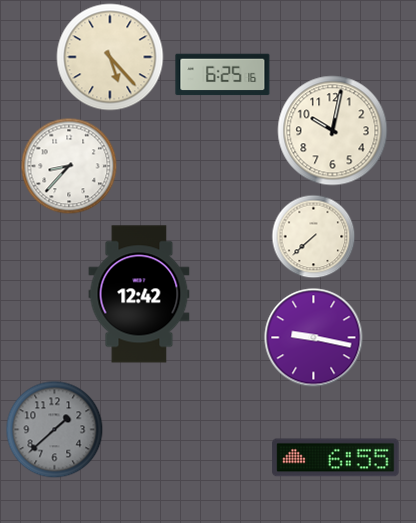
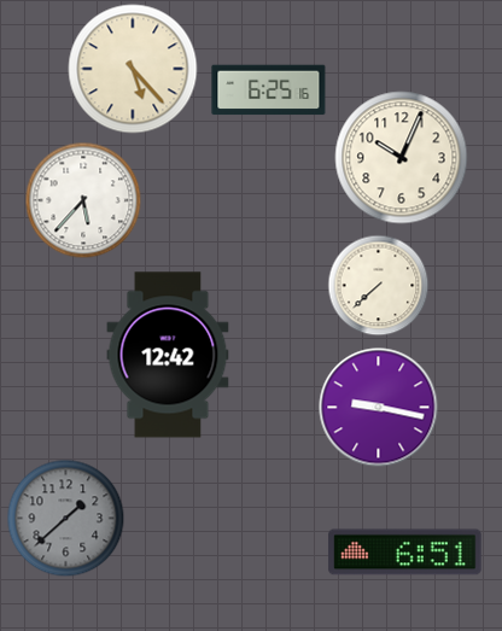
clock at (333, 131): 10:02 -> 10:04
clock at (69, 166): 8:37 -> 5:37
clock at (336, 458): 6:55 -> 6:51
